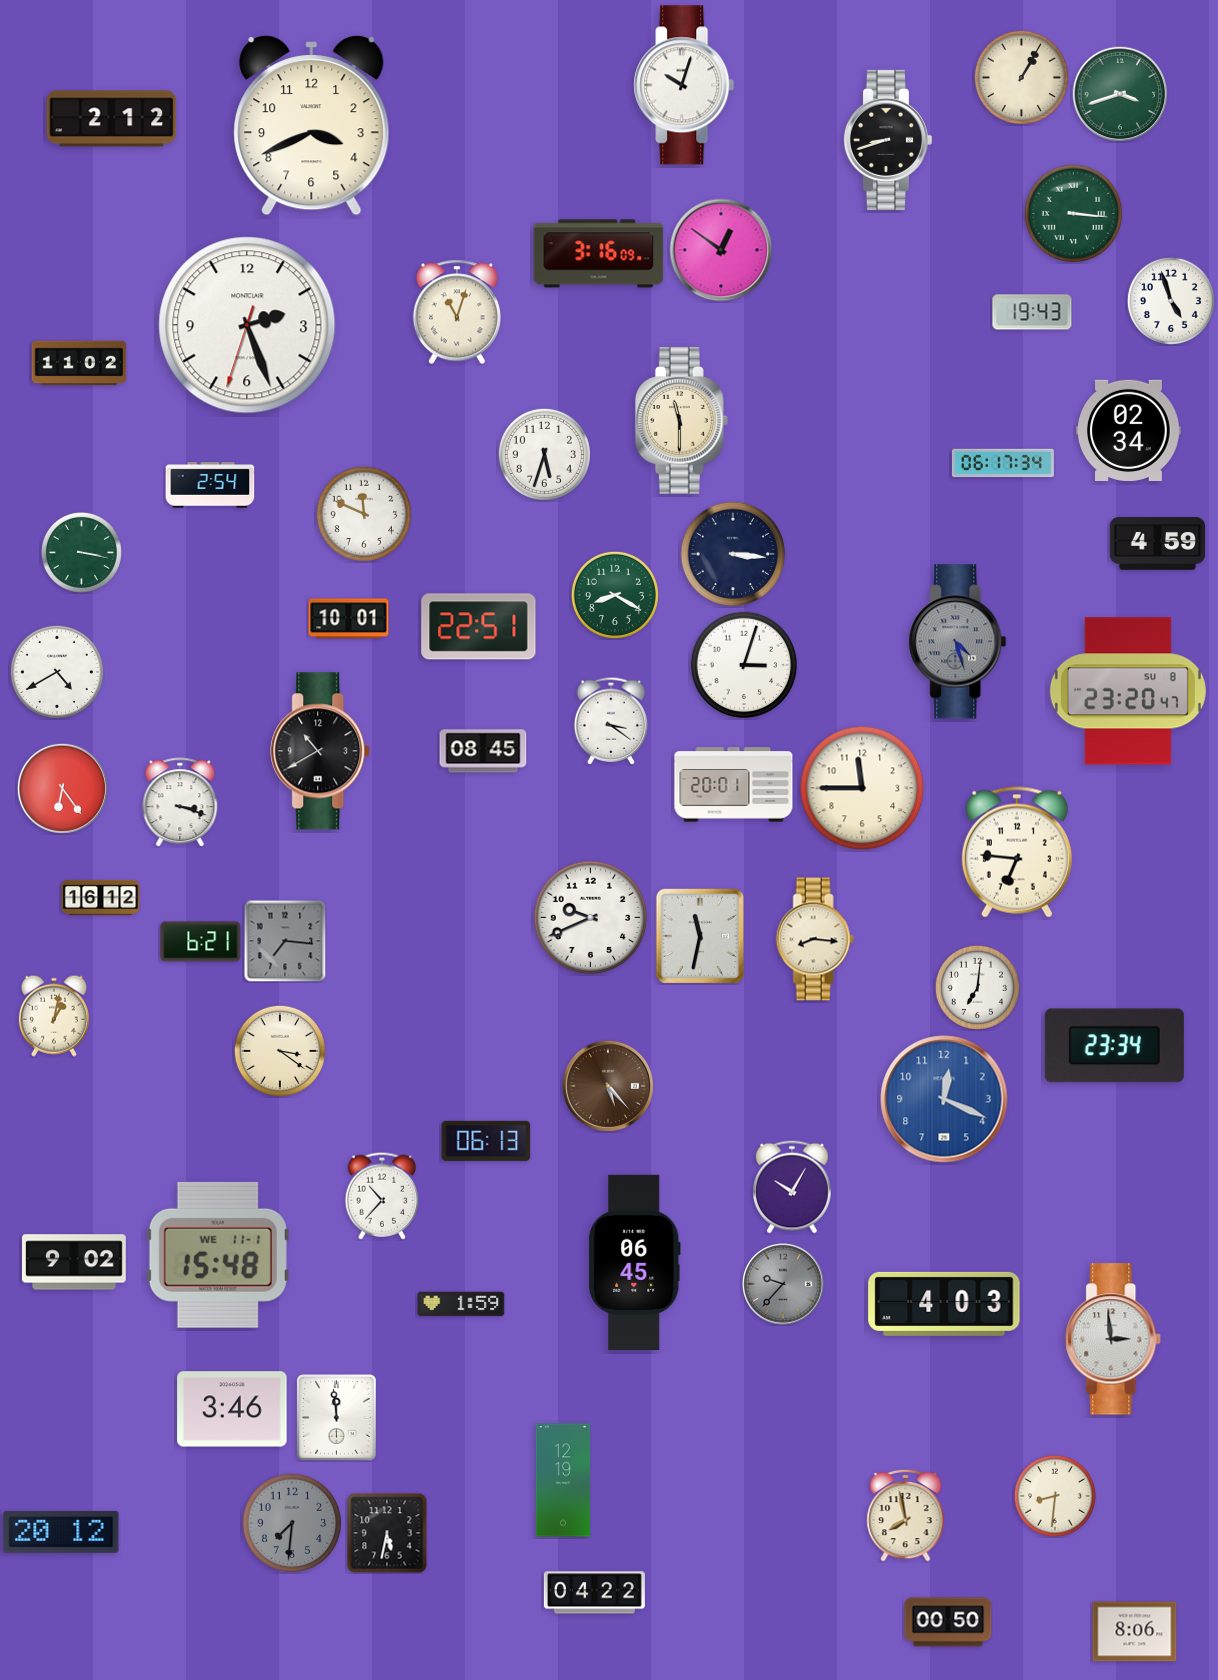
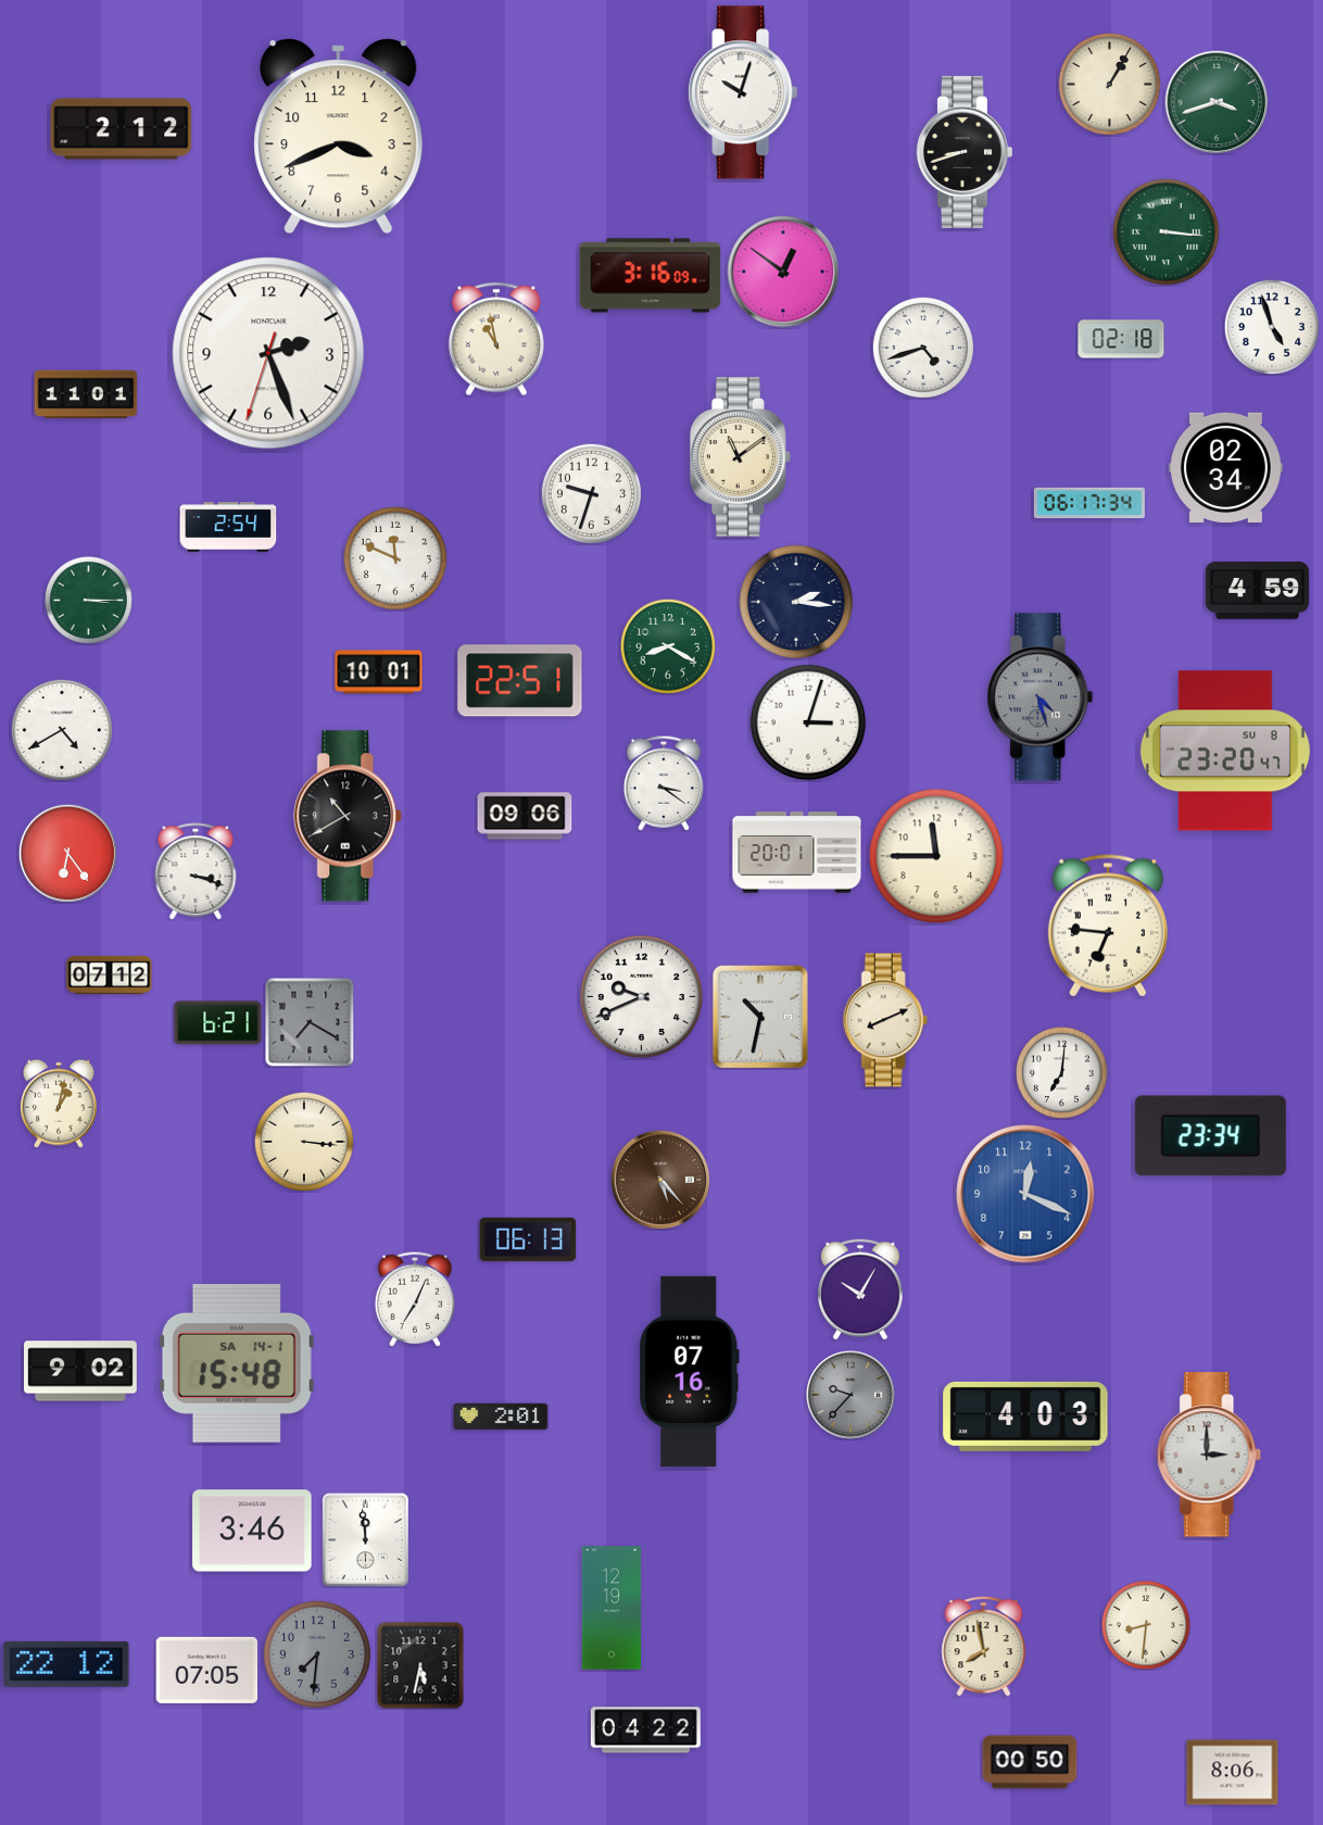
clock at (457, 312): 11:03 -> 10:58
clock at (1032, 312): 19:43 -> 02:18
clock at (923, 348): none -> 4:42
clock at (79, 363): 11:02 -> 11:01
clock at (681, 421): 11:30 -> 11:09
clock at (544, 454): 5:33 -> 9:33
clock at (81, 552): 3:17 -> 3:15
clock at (733, 554): 3:16 -> 2:16
clock at (483, 751): 08:45 -> 09:06
clock at (62, 788) position: (62, 788) -> (67, 853)
clock at (1017, 852) position: (1017, 852) -> (1108, 926)
clock at (101, 897): 16:12 -> 07:12
clock at (699, 936): 11:32 -> 10:32
clock at (815, 939): 8:16 -> 8:11
clock at (285, 941): 7:16 -> 7:20
clock at (280, 1051): 3:21 -> 3:16
clock at (382, 1196): 10:37 -> 7:04
clock at (218, 1255) date: WE 11-1 -> SA 14-1
clock at (634, 1262): 06:45 -> 07:16
clock at (461, 1304): 1:59 -> 2:01
clock at (1114, 1339): 2:59 -> 3:00
clock at (61, 1532): 20:12 -> 22:12
clock at (207, 1670): none -> 07:05
